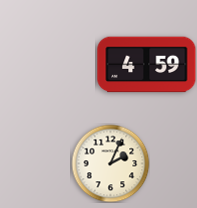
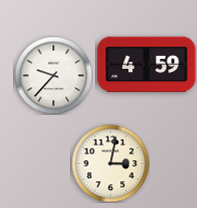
clock at (53, 75): none -> 9:37
clock at (110, 163): 2:04 -> 3:02
